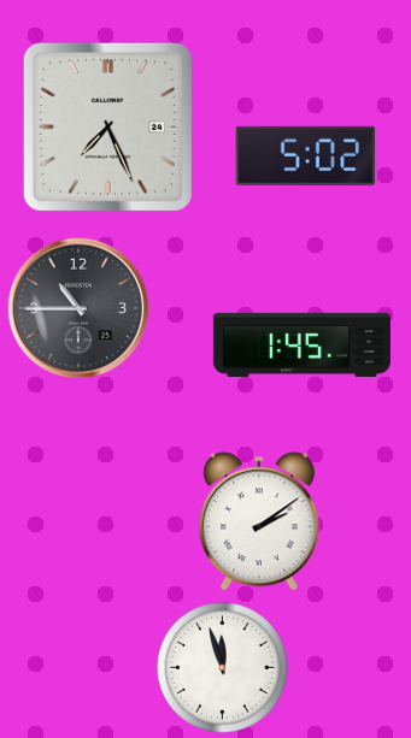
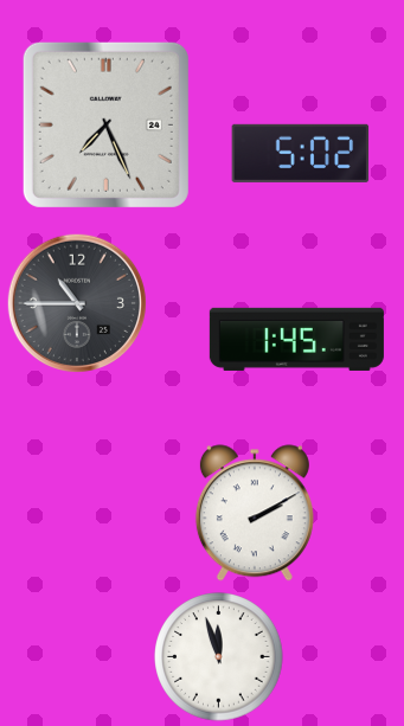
clock at (259, 521): 2:09 -> 2:10
